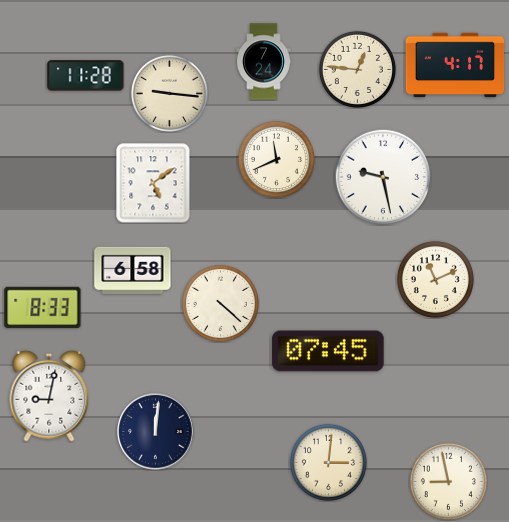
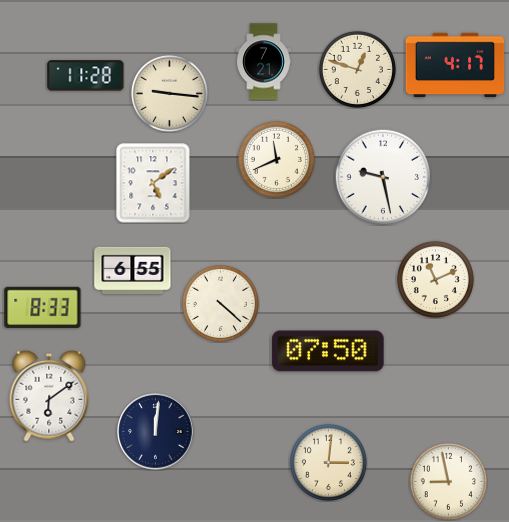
clock at (264, 62): 7:24 -> 7:21
clock at (357, 69): 12:46 -> 12:48
clock at (133, 270): 6:58 -> 6:55
clock at (328, 351): 07:45 -> 07:50
clock at (49, 396): 9:02 -> 6:09
